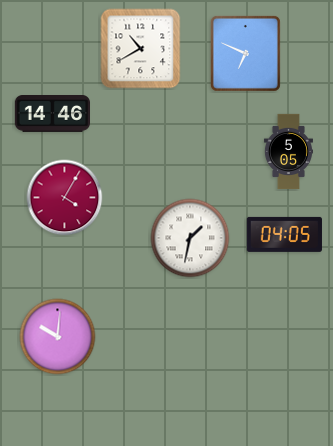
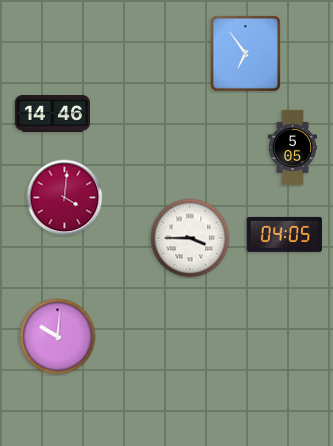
clock at (141, 49): 10:40 -> none
clock at (245, 53): 6:49 -> 6:54
clock at (288, 152) position: (288, 152) -> (292, 148)
clock at (65, 198): 4:05 -> 4:01
clock at (190, 238): 1:32 -> 3:45
